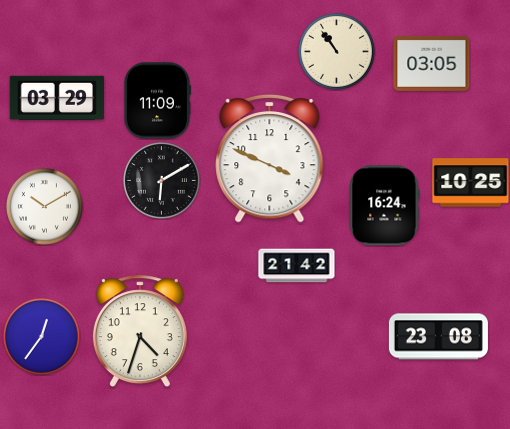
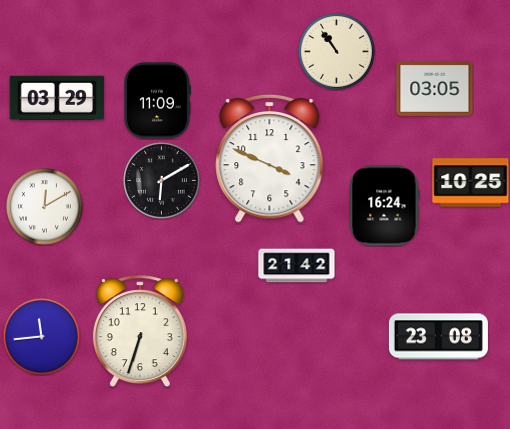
clock at (432, 63) position: (432, 63) -> (435, 88)
clock at (44, 206): 10:10 -> 12:10
clock at (140, 332): 4:33 -> 6:33
clock at (41, 336): 12:36 -> 11:44
